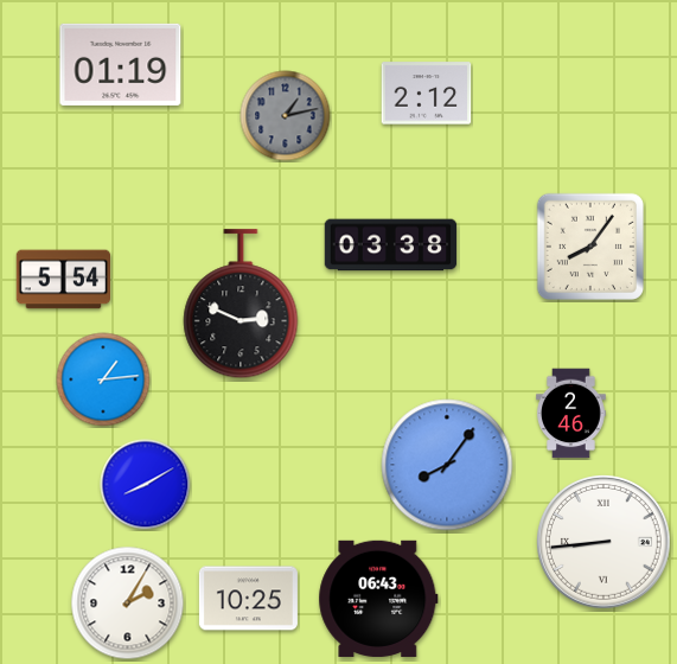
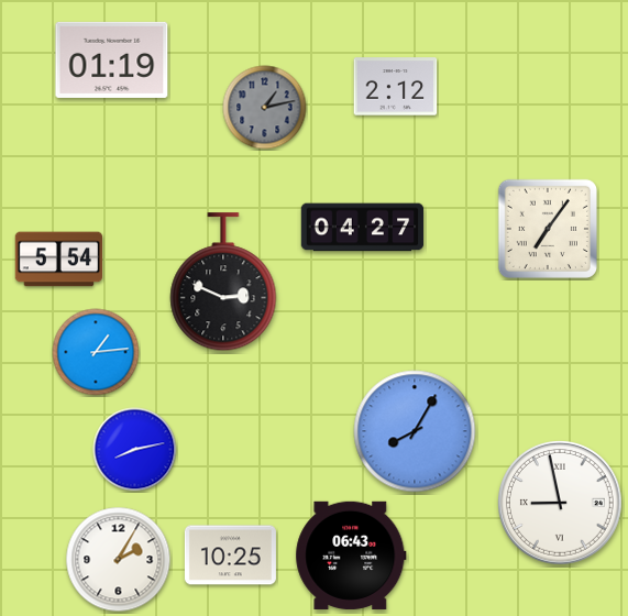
clock at (391, 245): 03:38 -> 04:27
clock at (590, 247): 8:06 -> 7:06
clock at (571, 414): 2:46 -> none
clock at (447, 465): 8:06 -> 8:05
clock at (146, 485): 8:10 -> 8:13
clock at (605, 543): 8:44 -> 8:58
